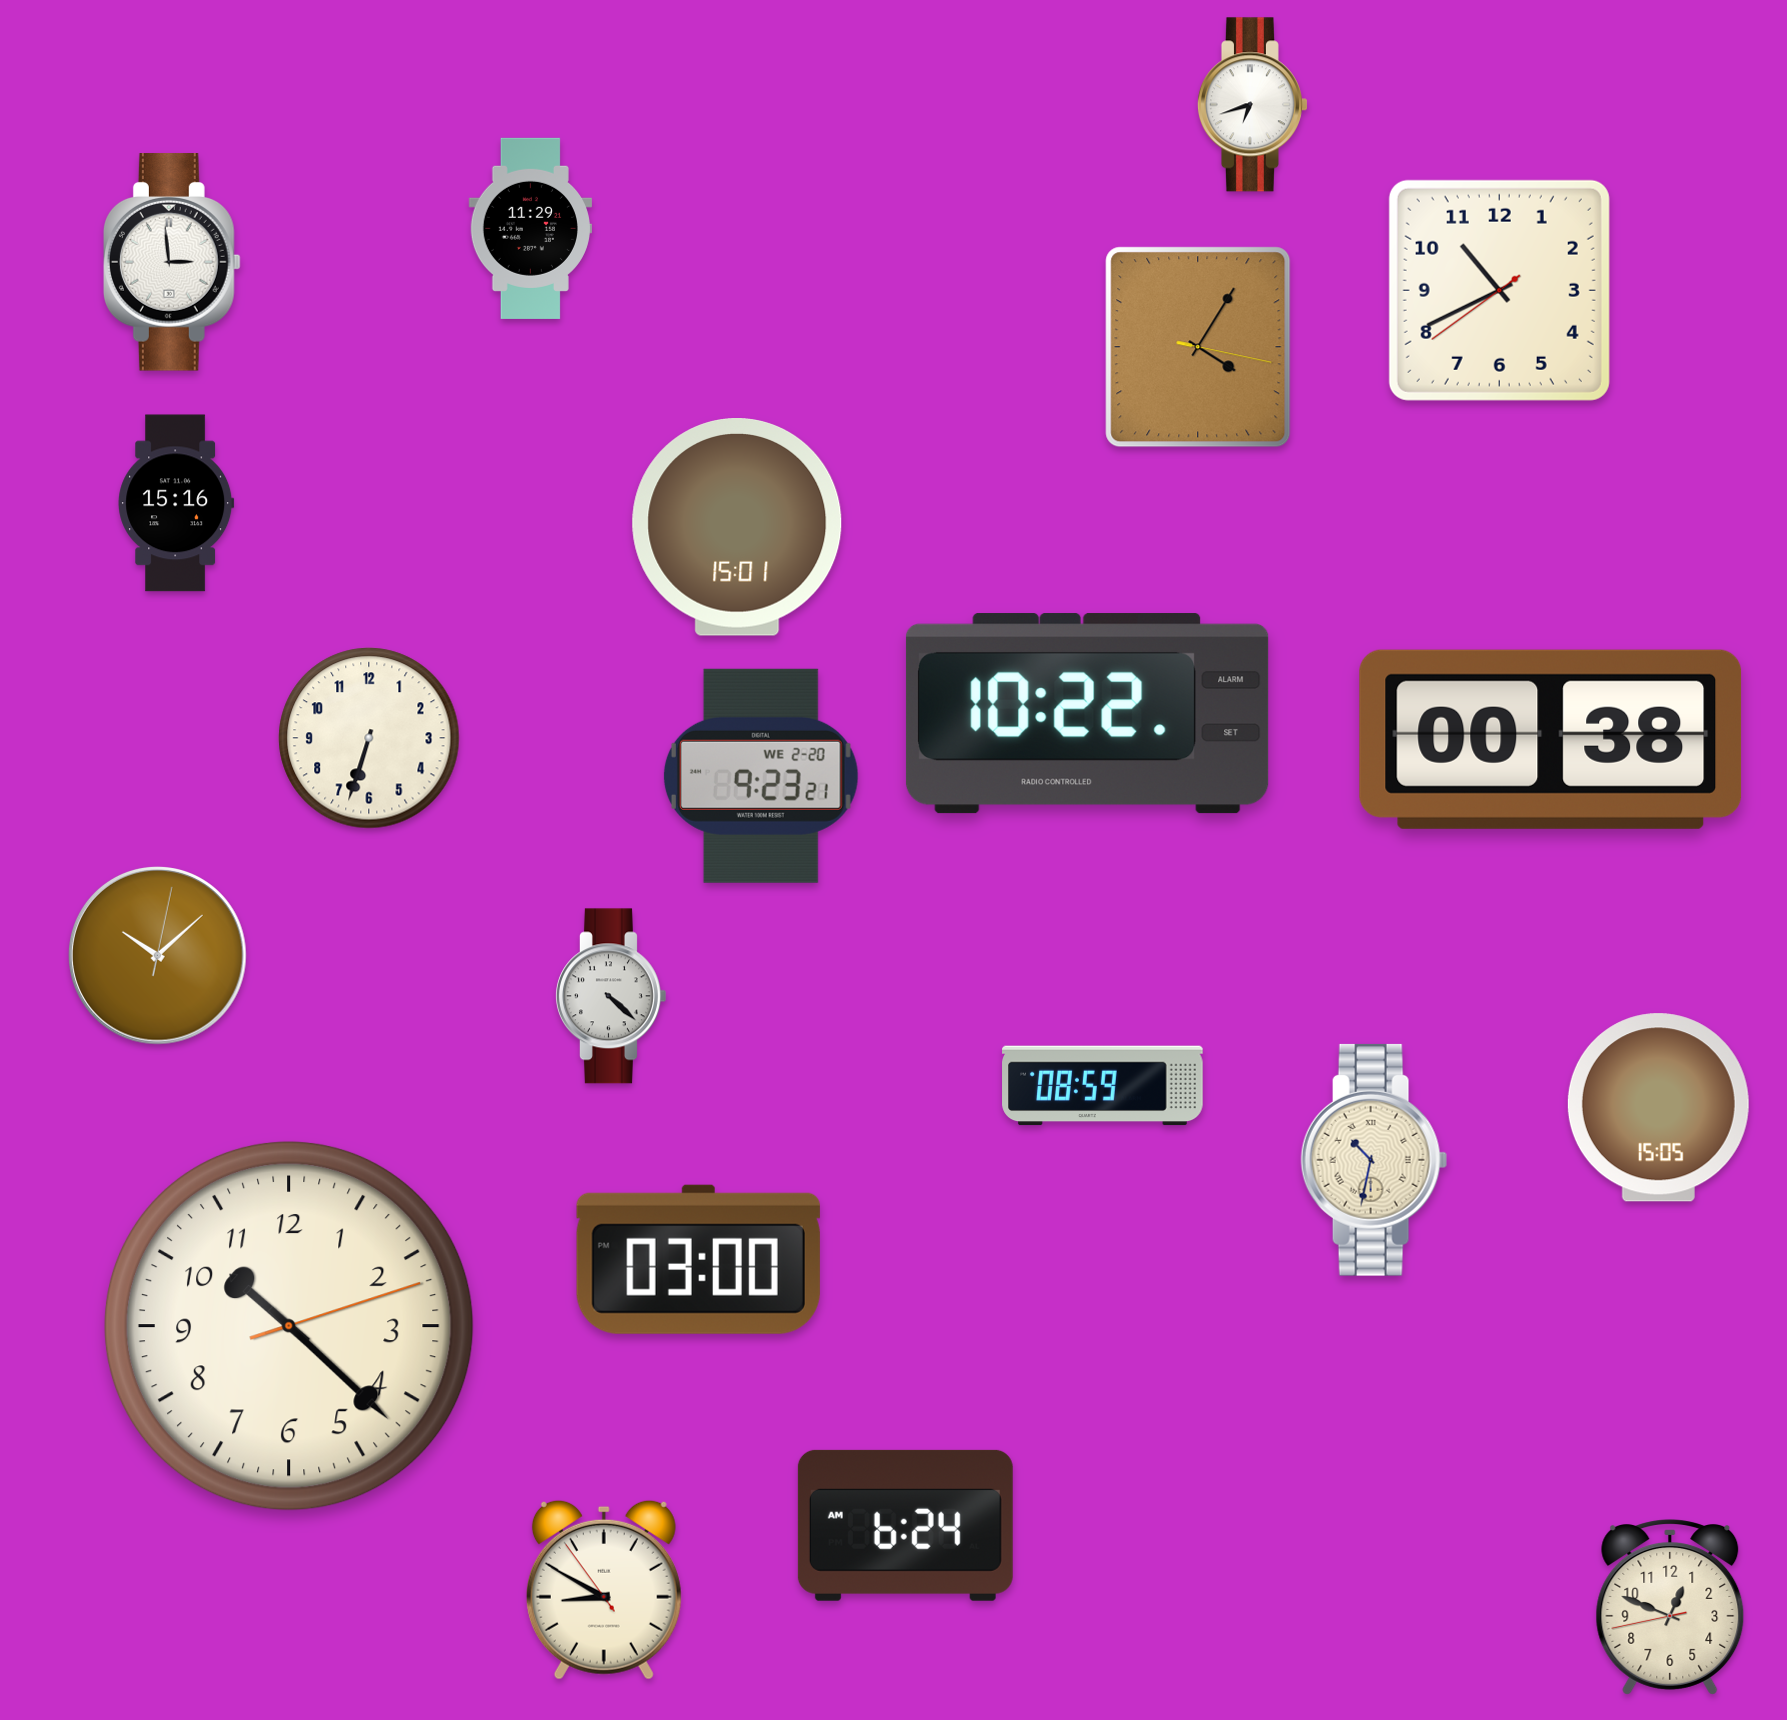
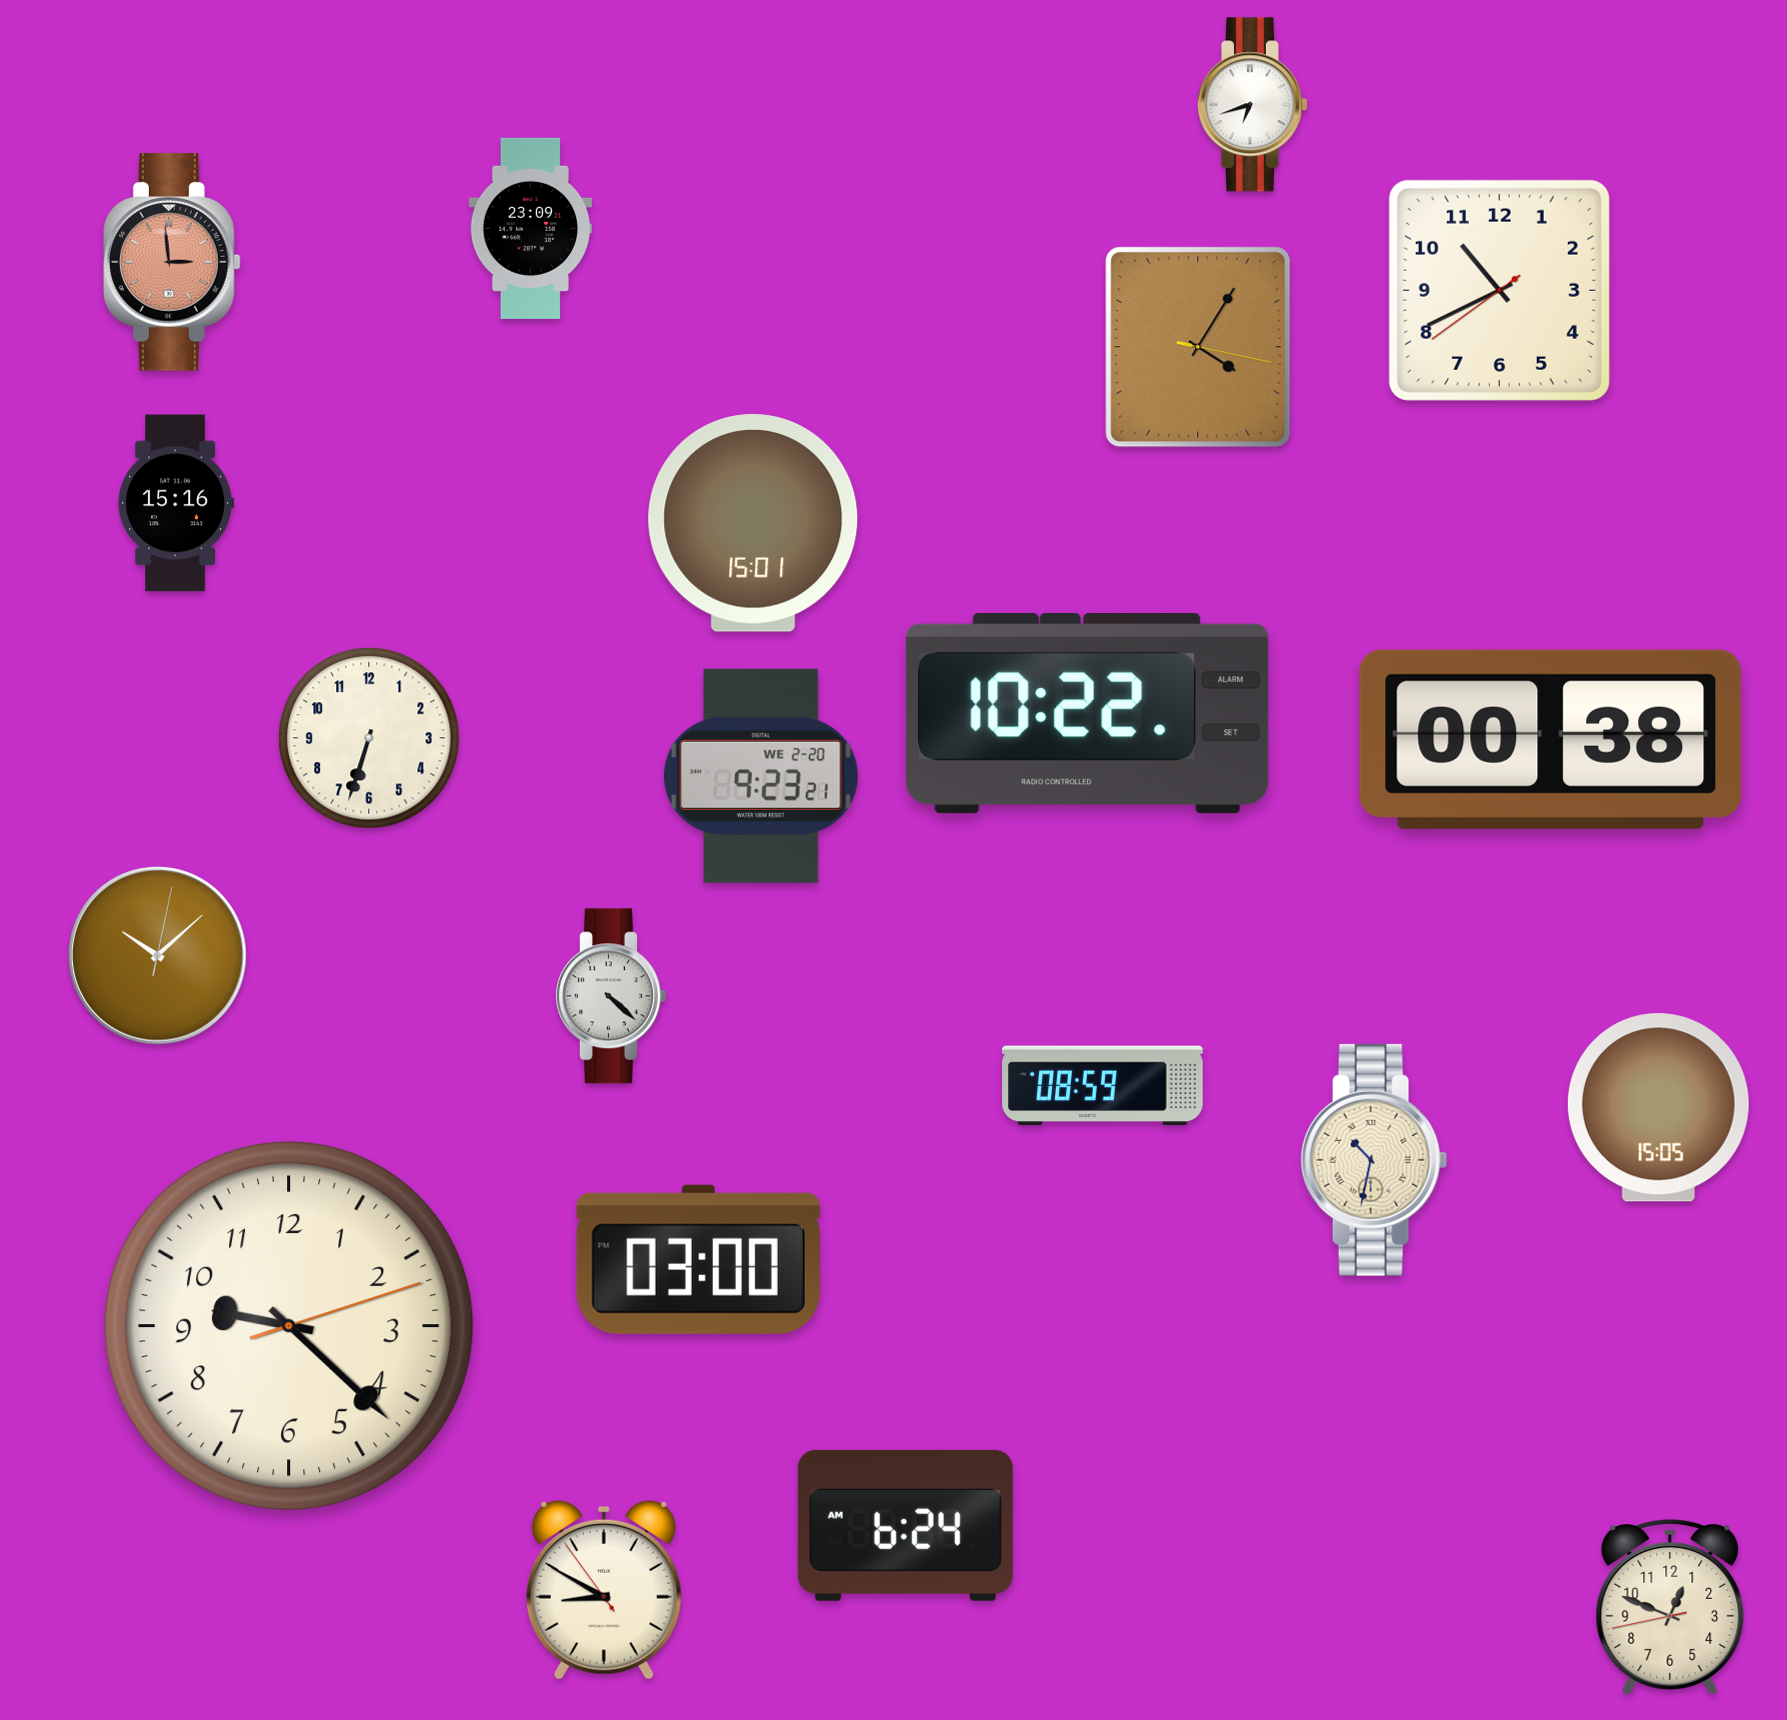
clock at (530, 228): 11:29 -> 23:09
clock at (172, 262) dial: white -> salmon
clock at (737, 528) position: (737, 528) -> (753, 524)
clock at (289, 1326): 10:22 -> 9:22
